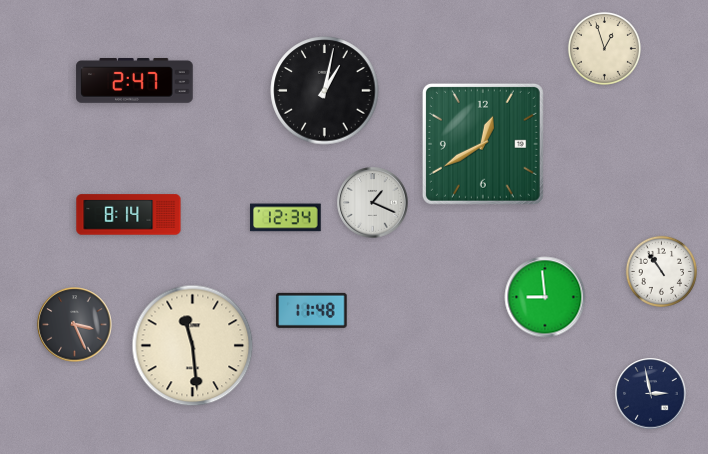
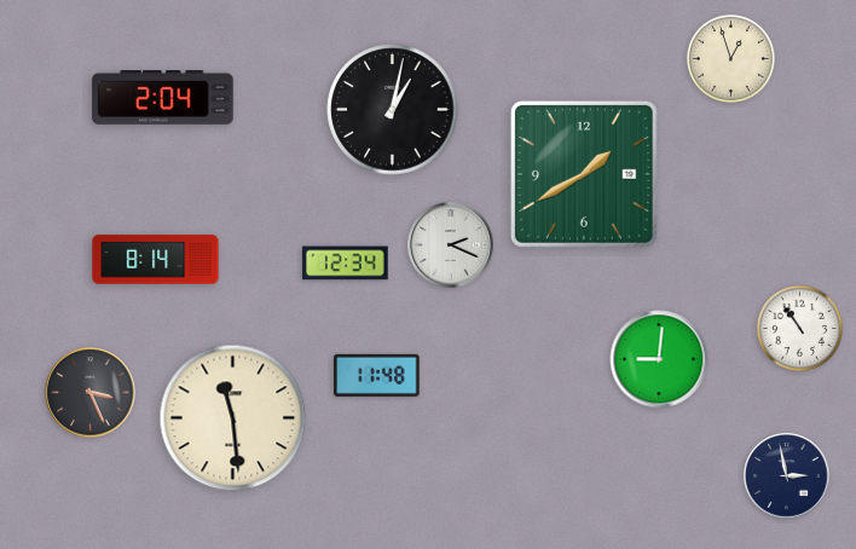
clock at (135, 81): 2:47 -> 2:04
clock at (483, 144): 12:40 -> 1:40
clock at (373, 203): 1:19 -> 2:19
clock at (545, 297): 8:59 -> 9:01
